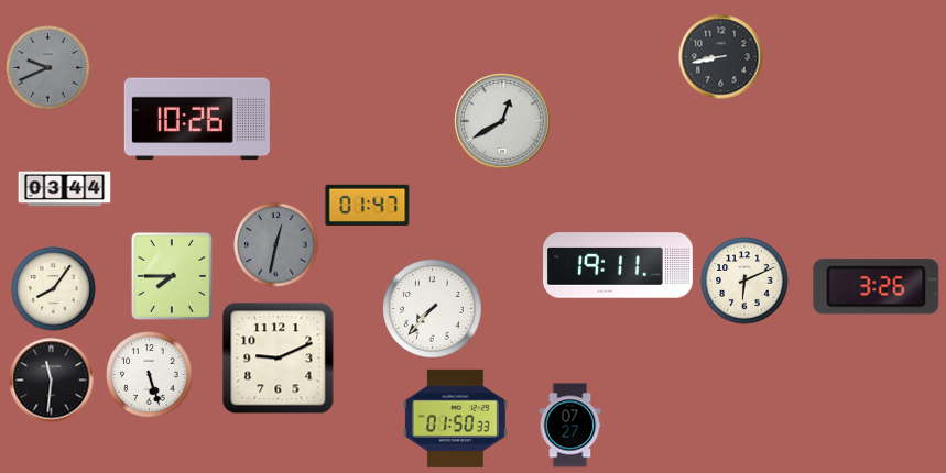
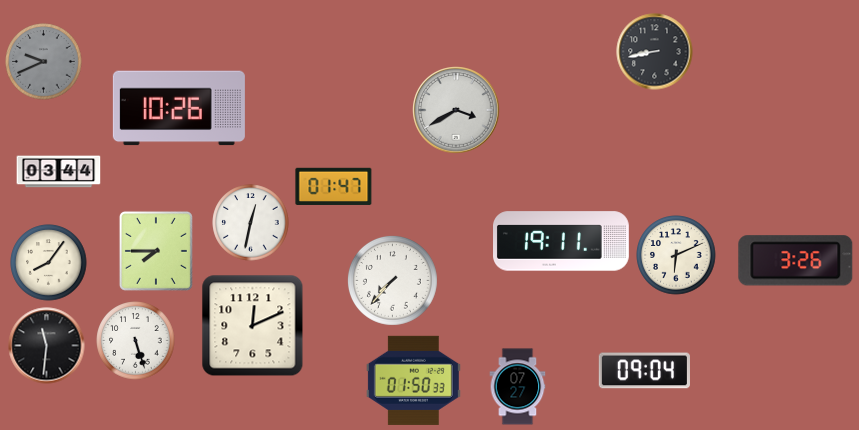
clock at (502, 121): 12:40 -> 3:40
clock at (276, 245) dial: grey -> white
clock at (279, 359): 9:11 -> 12:11
clock at (644, 371): none -> 09:04
